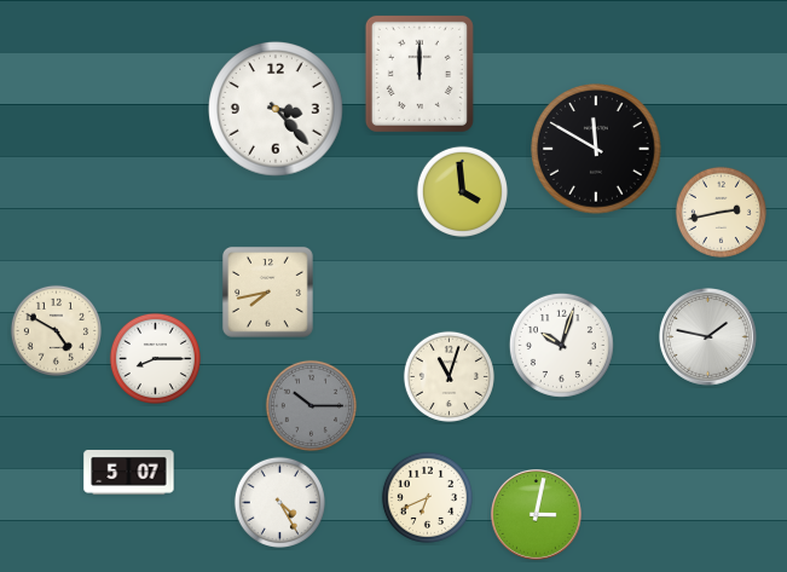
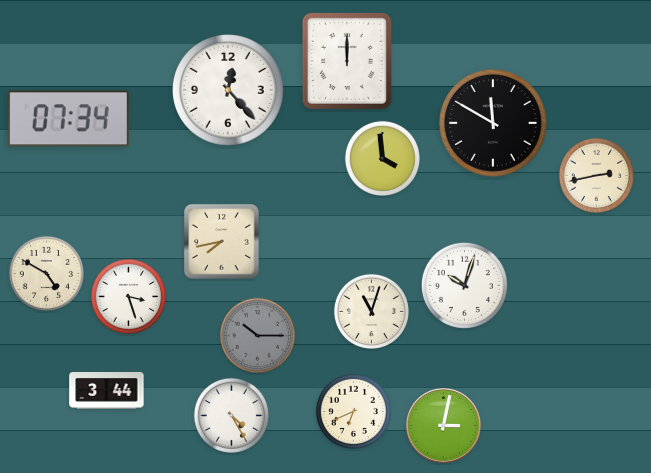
clock at (276, 109): 3:23 -> 12:23
clock at (68, 119): none -> 07:34
clock at (707, 336): 1:47 -> none
clock at (155, 358): 8:15 -> 3:27
clock at (129, 473): 5:07 -> 3:44
